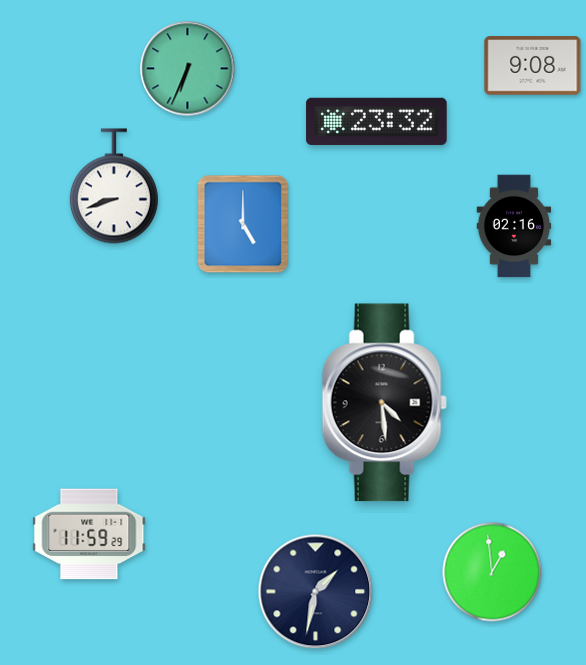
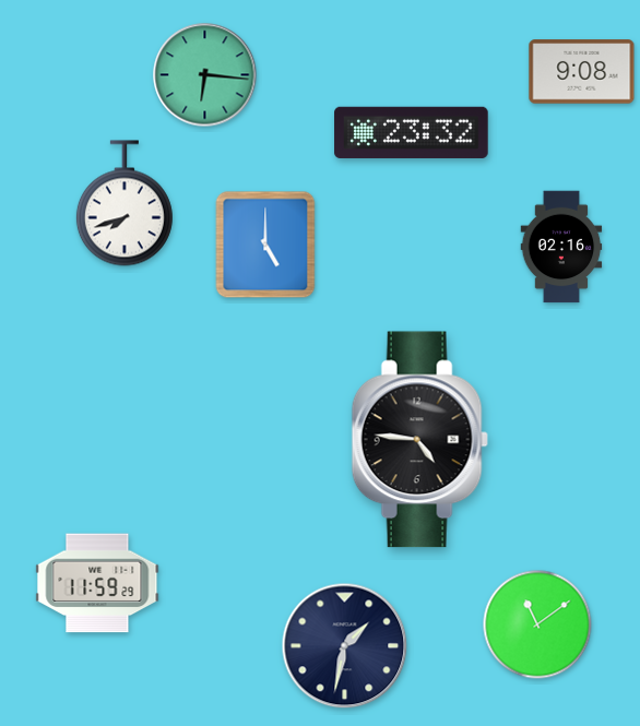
clock at (188, 69): 6:34 -> 6:16
clock at (114, 186): 8:42 -> 7:42
clock at (384, 403): 4:29 -> 4:46
clock at (492, 572): 12:59 -> 11:09
